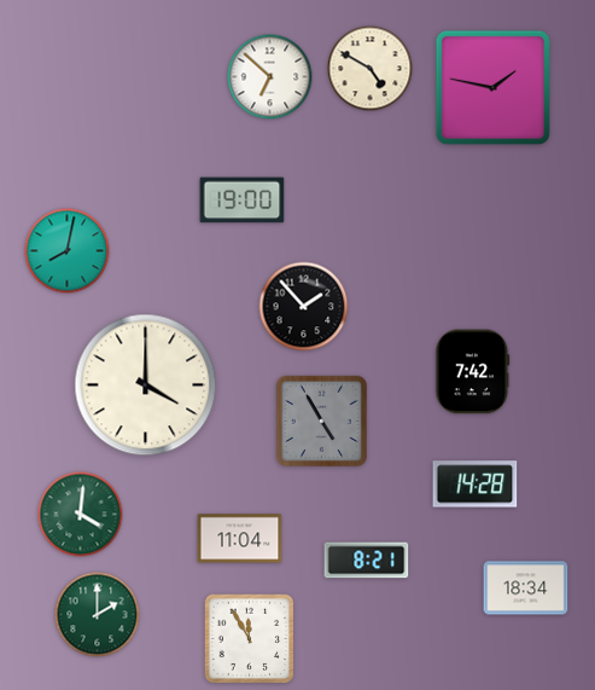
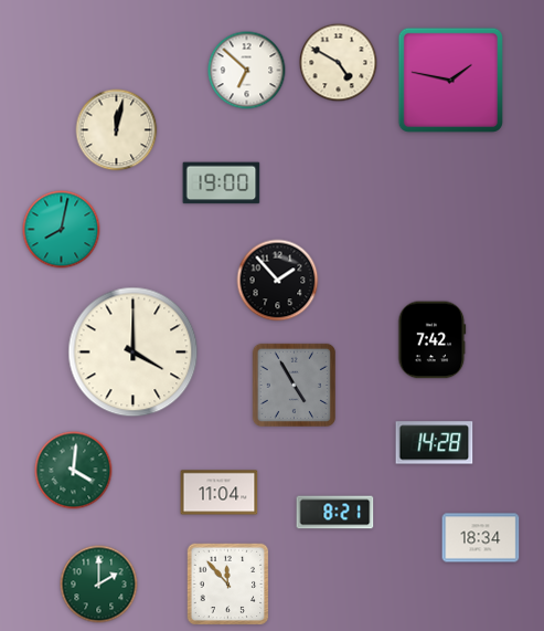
clock at (117, 130): none -> 12:02
clock at (98, 615) position: (98, 615) -> (99, 585)
clock at (250, 639): 11:55 -> 11:53
